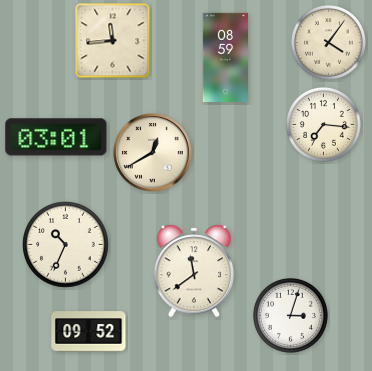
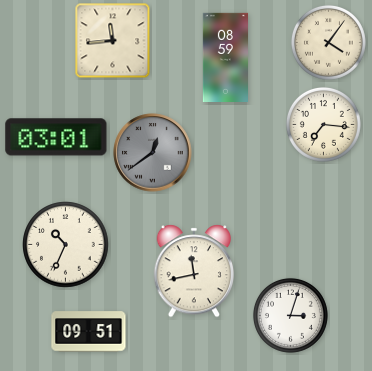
clock at (153, 153): 12:40 -> 12:39
clock at (153, 153) dial: cream -> grey
clock at (194, 271): 11:39 -> 11:43
clock at (89, 332): 09:52 -> 09:51
